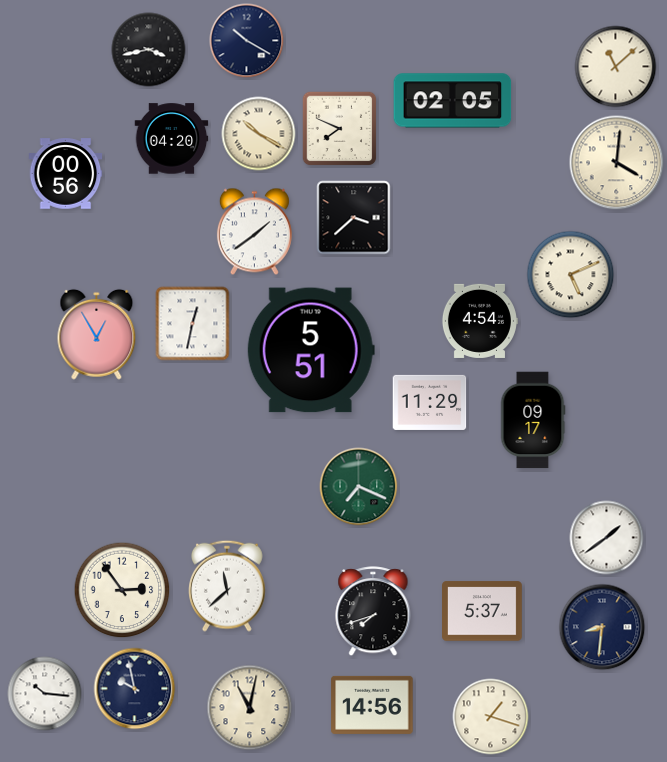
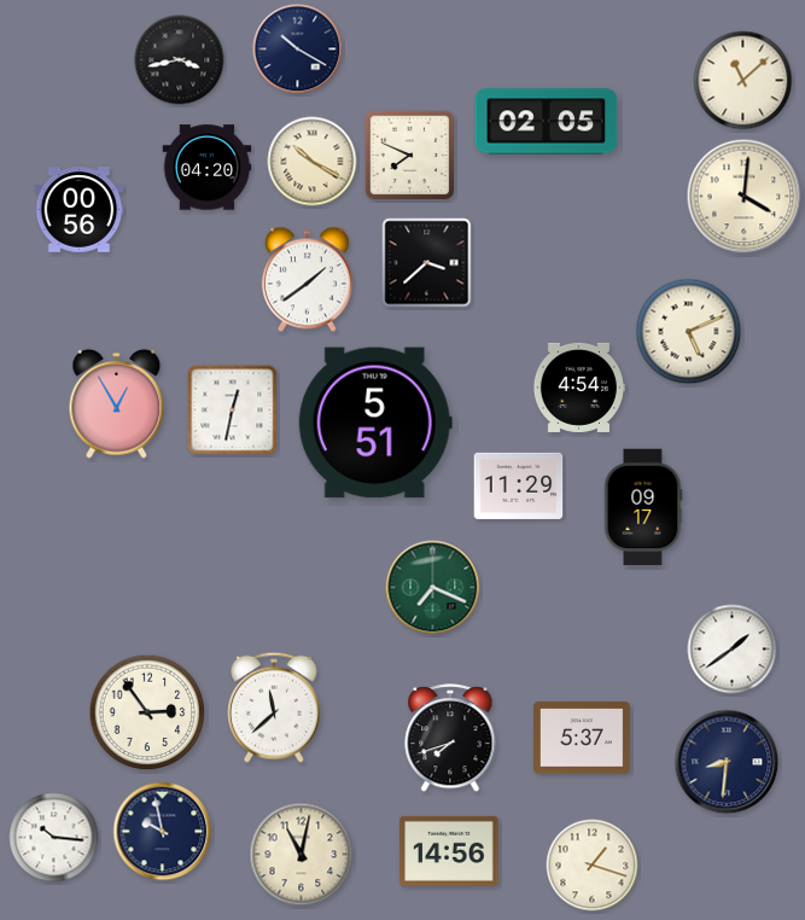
clock at (193, 324) position: (193, 324) -> (233, 410)
clock at (602, 627) position: (602, 627) -> (727, 762)
